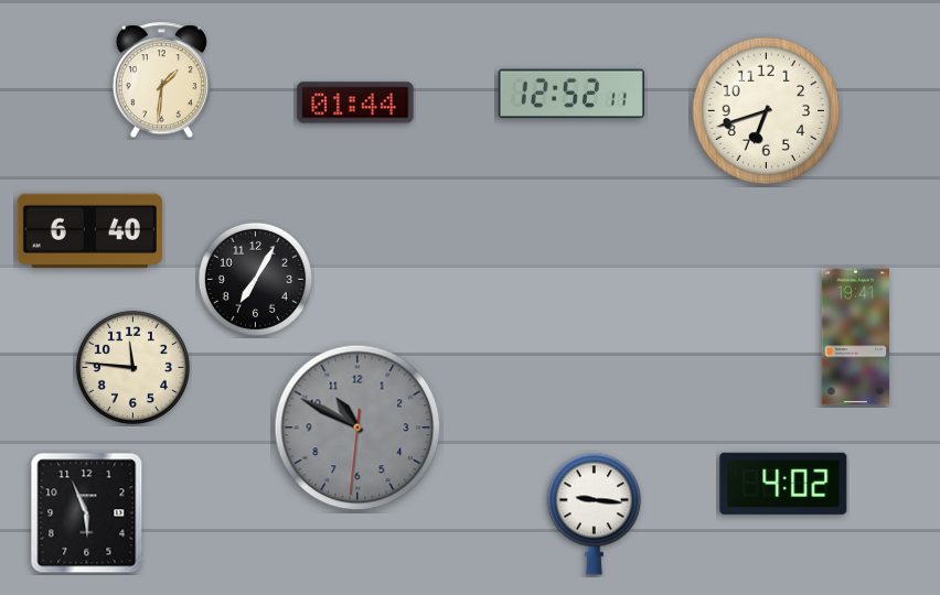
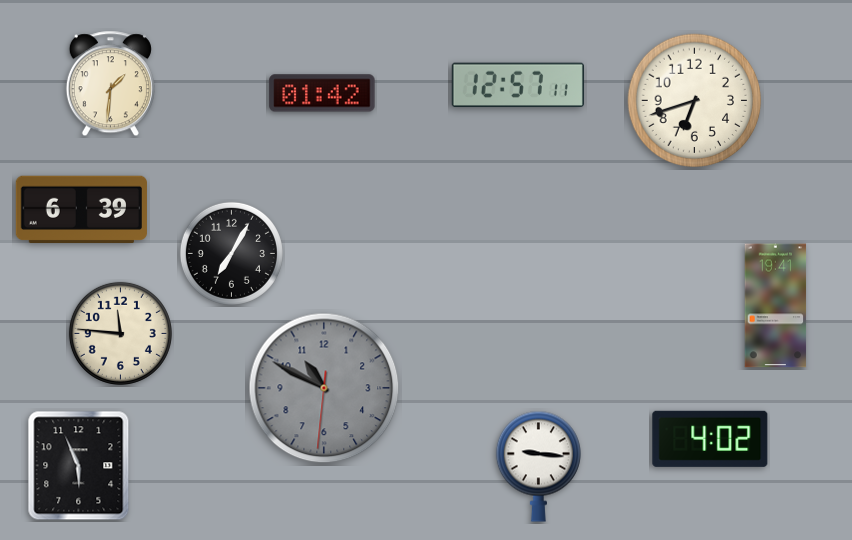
clock at (161, 80) position: (161, 80) -> (110, 84)
clock at (572, 94): 12:52 -> 12:57
clock at (355, 102): 01:44 -> 01:42
clock at (89, 231): 6:40 -> 6:39
